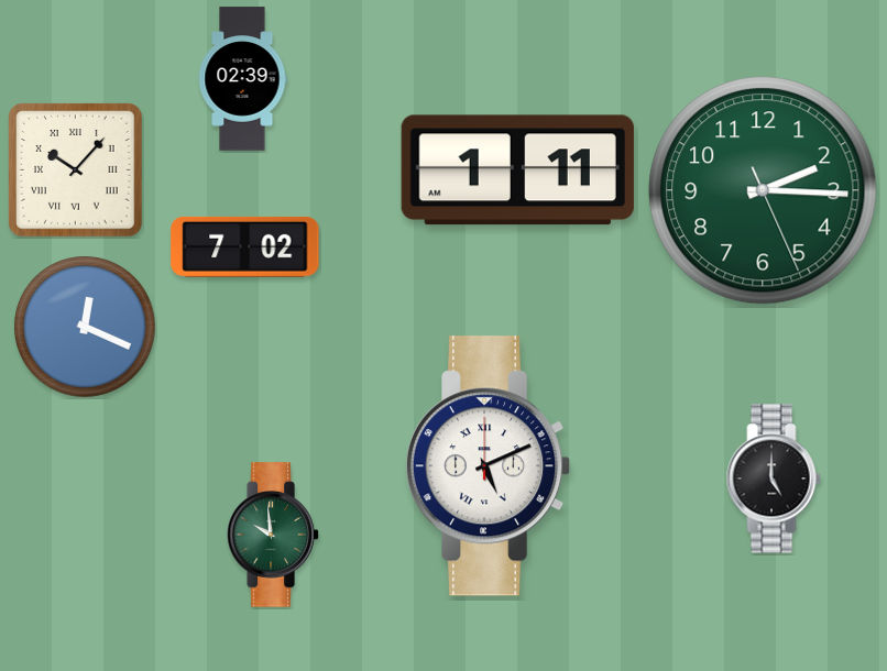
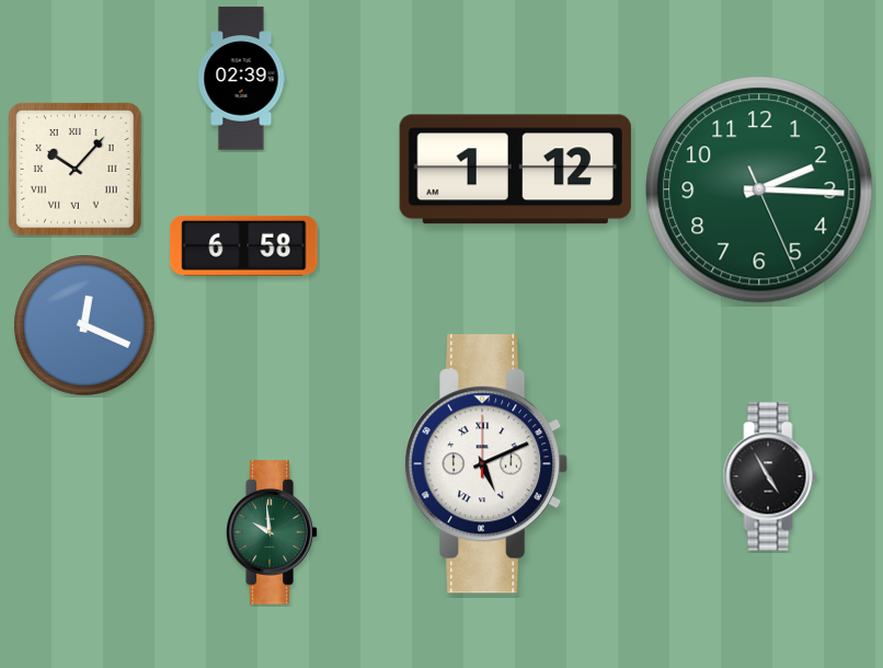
clock at (517, 170): 1:11 -> 1:12
clock at (245, 246): 7:02 -> 6:58
clock at (774, 479): 5:00 -> 4:55
